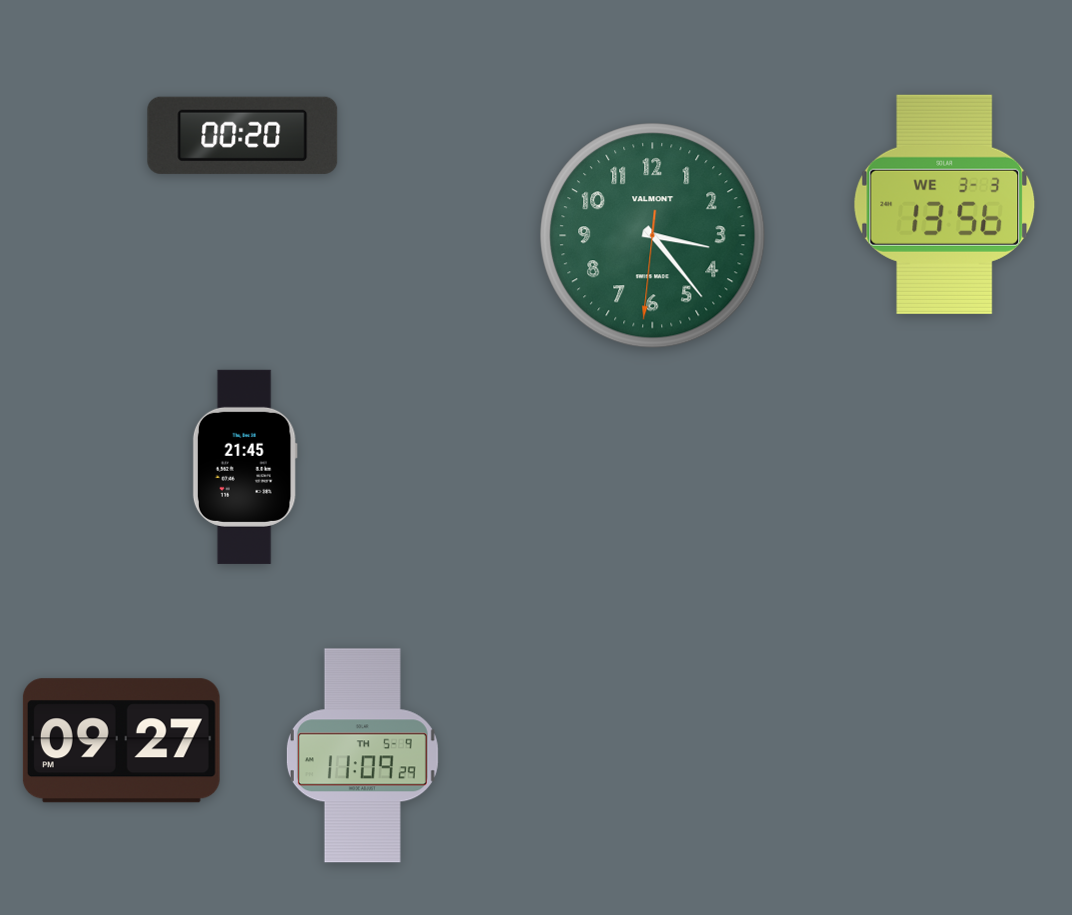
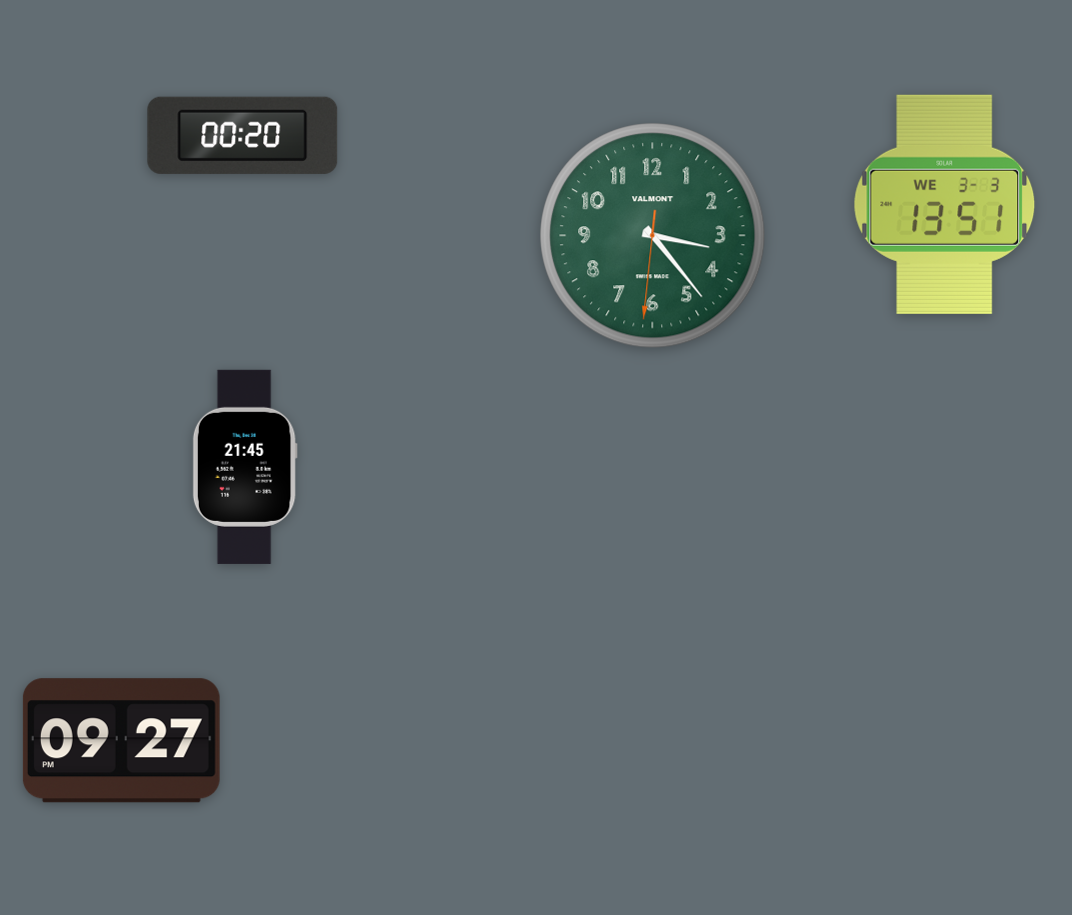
clock at (945, 204): 13:56 -> 13:51
clock at (362, 756): 11:09 -> none
